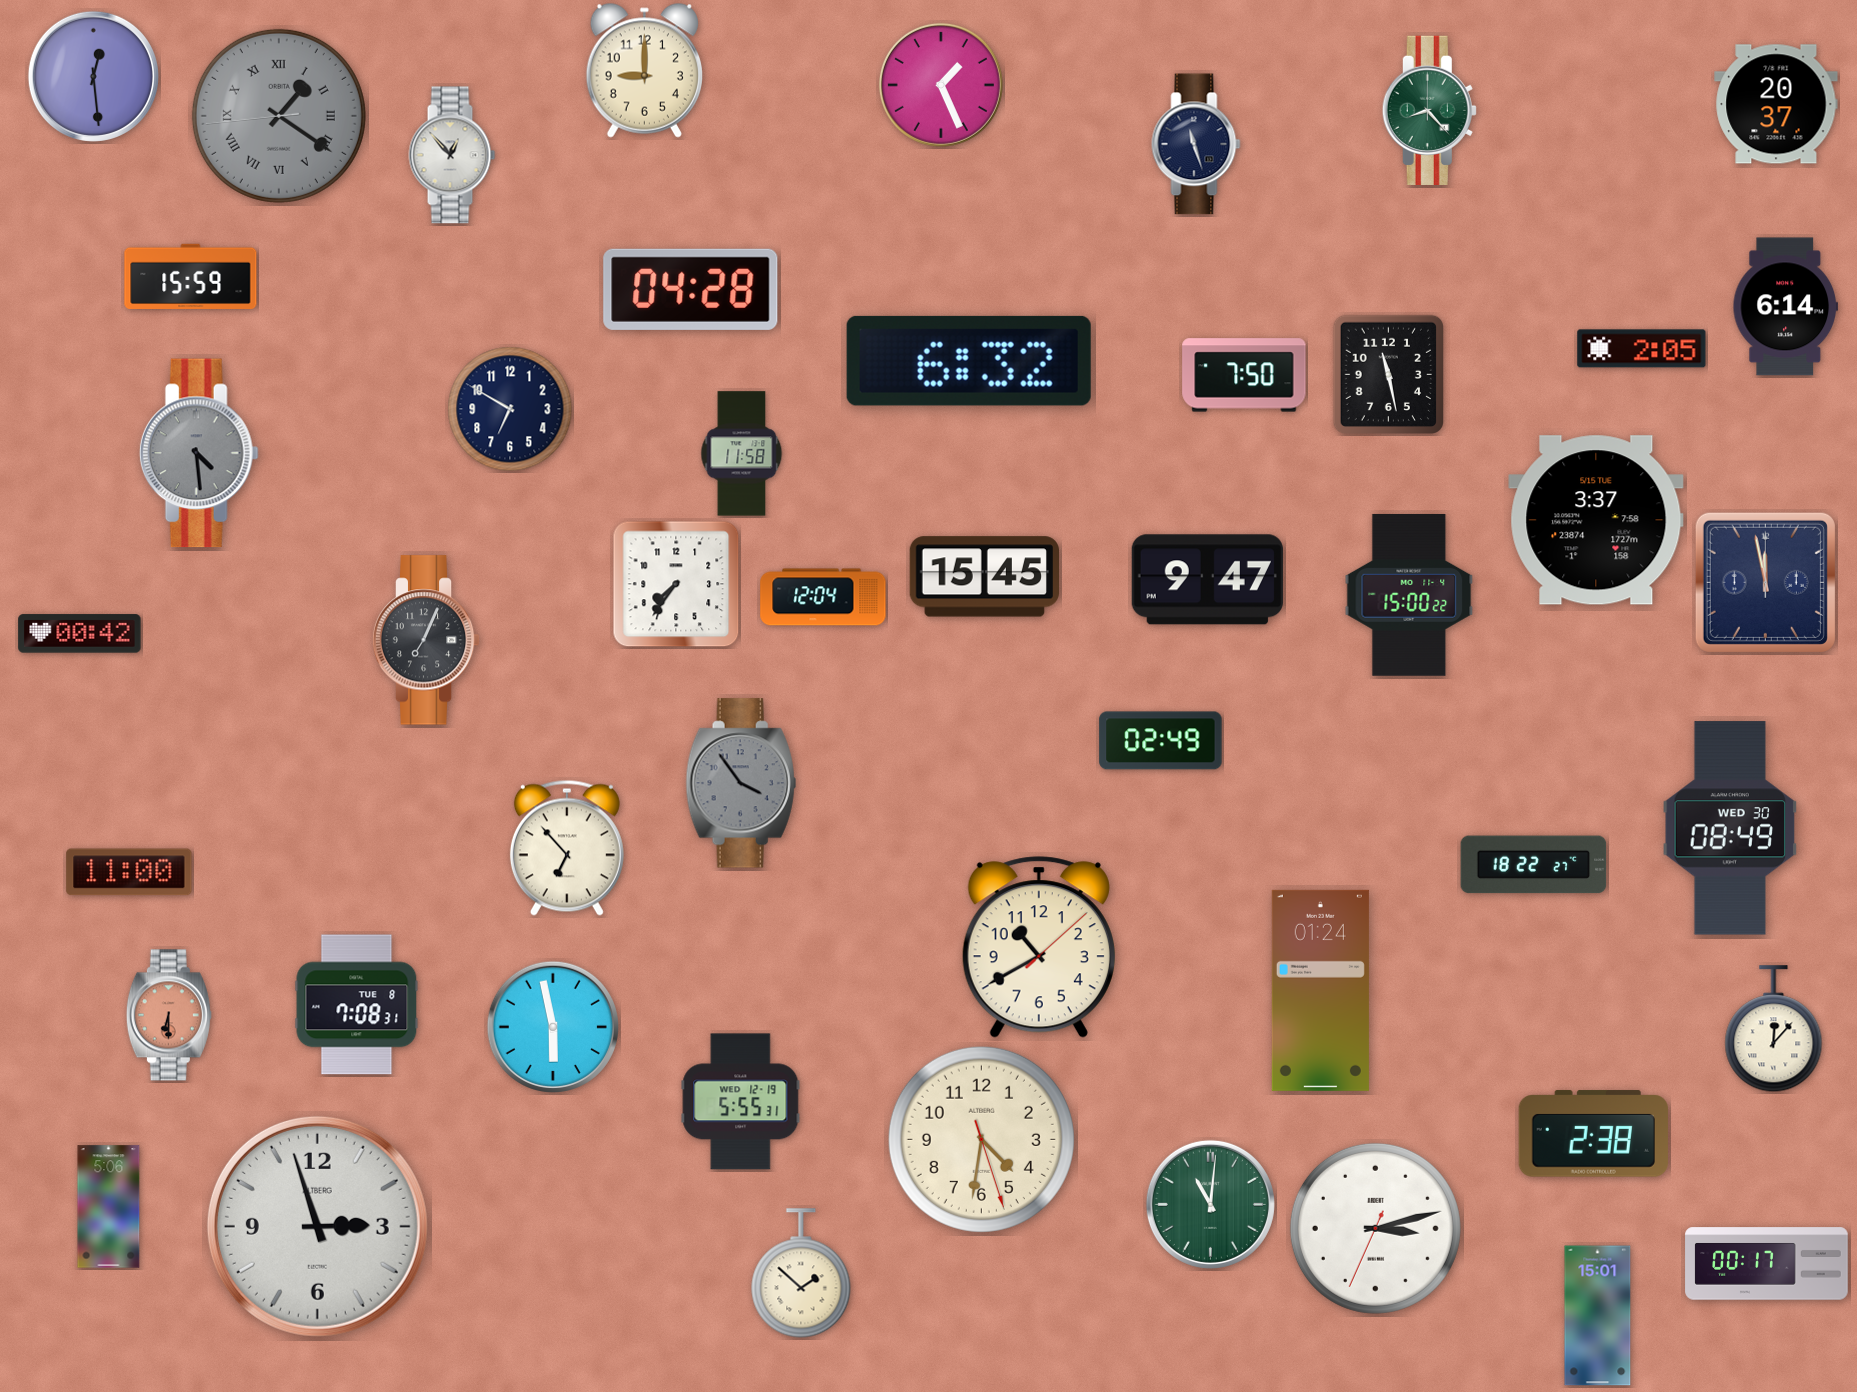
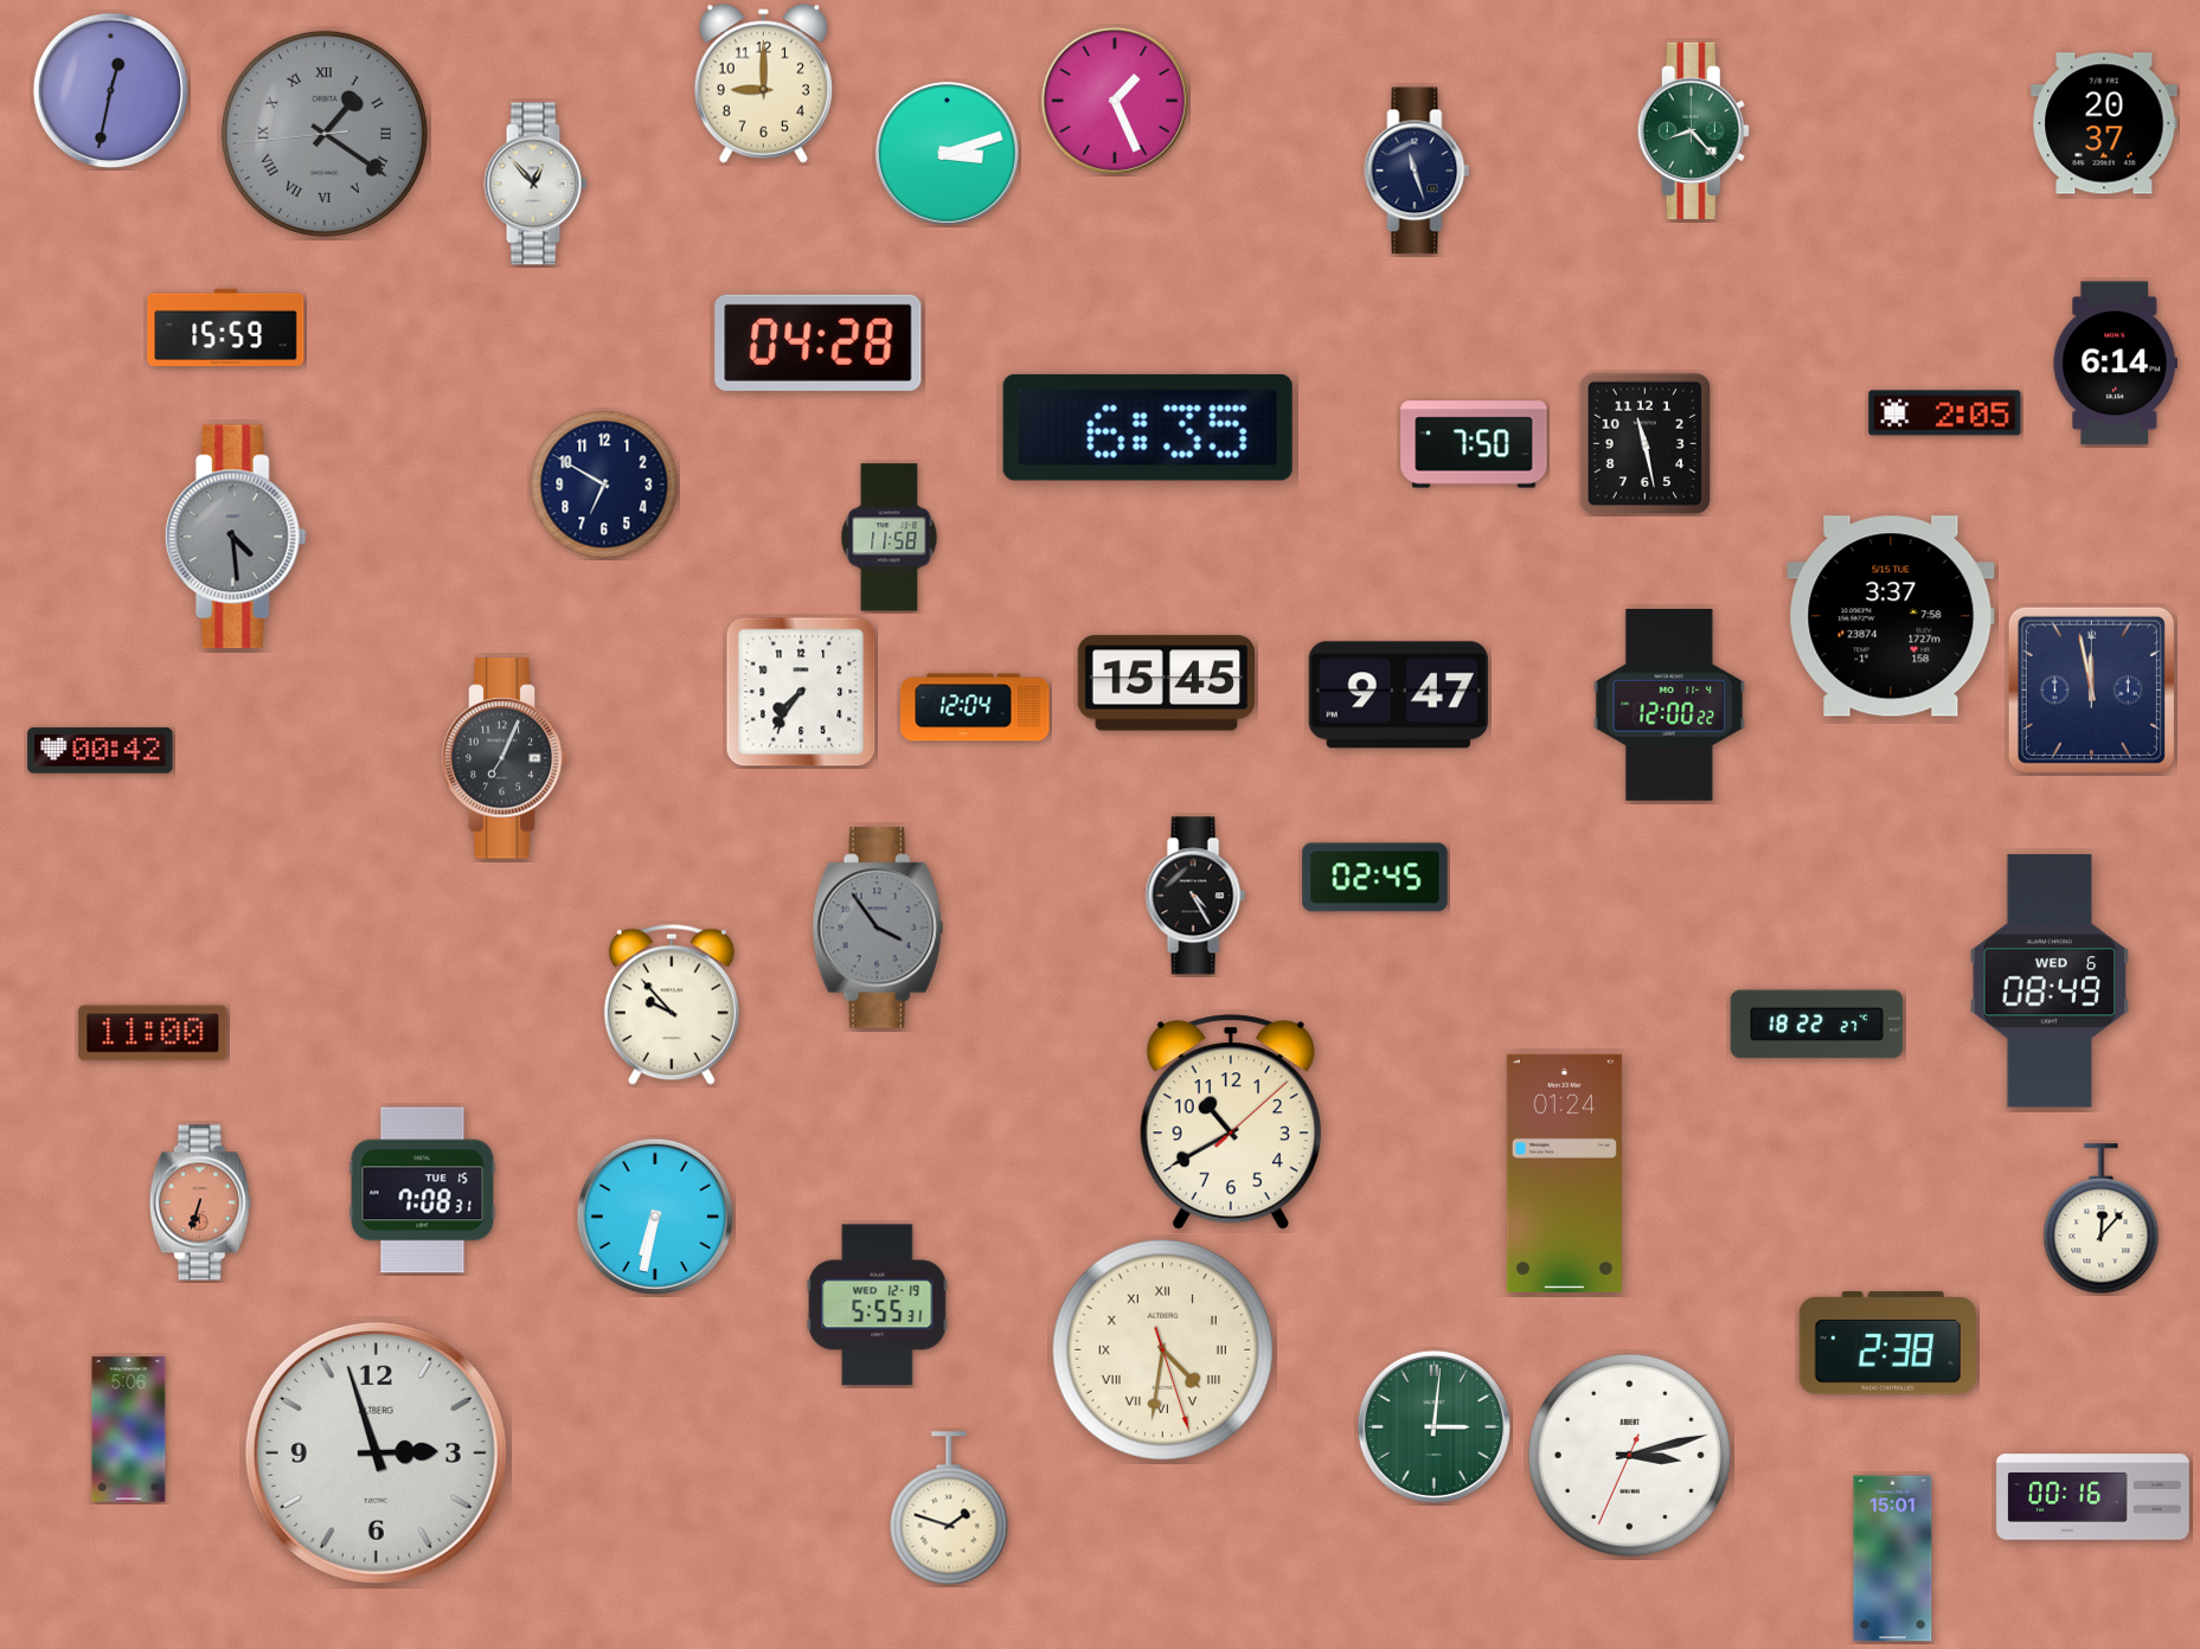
clock at (93, 76): 12:29 -> 12:32
clock at (279, 116) position: (279, 116) -> (325, 134)
clock at (947, 153): none -> 3:12
clock at (969, 361): 6:32 -> 6:35
clock at (742, 454) position: (742, 454) -> (890, 538)
clock at (1207, 580) position: (1207, 580) -> (1398, 695)
clock at (1409, 595): 15:00 -> 12:00
clock at (80, 634) position: (80, 634) -> (101, 751)
clock at (1161, 741): 02:49 -> 02:45
clock at (1195, 896): none -> 4:25
clock at (1730, 828) date: WED 30 -> WED 6
clock at (567, 848): 6:53 -> 9:53
clock at (357, 1005) date: TUE 8 -> TUE 15
clock at (169, 1015): 6:30 -> 6:33
clock at (553, 1027): 5:58 -> 6:32
clock at (981, 1139) numerals: Arabic -> Roman
clock at (1210, 1204): 11:01 -> 3:01
clock at (1767, 1264): 00:17 -> 00:16
clock at (801, 1273): 1:52 -> 1:48
